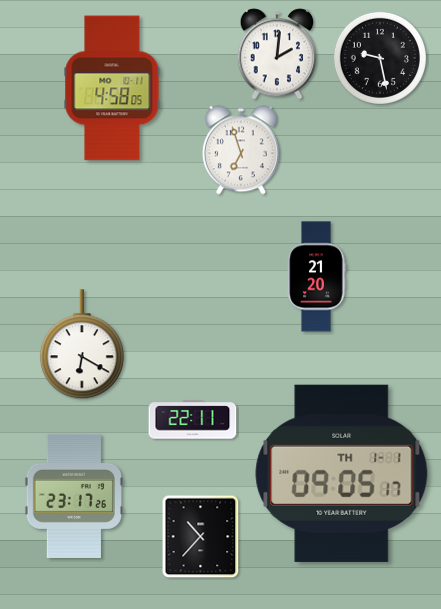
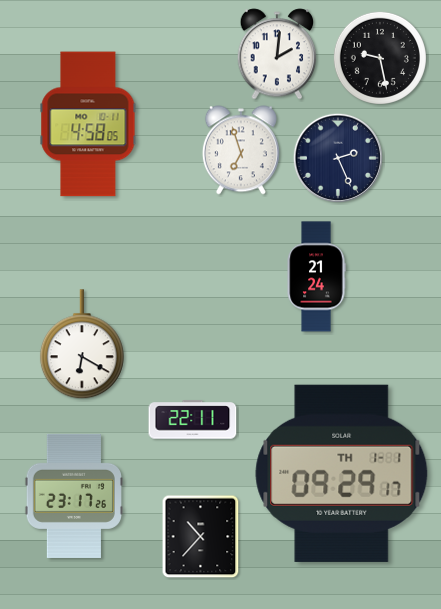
clock at (112, 88) position: (112, 88) -> (88, 124)
clock at (338, 158): none -> 2:26
clock at (316, 277): 21:20 -> 21:24
clock at (342, 473): 09:05 -> 09:29
